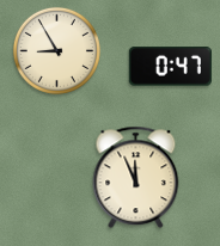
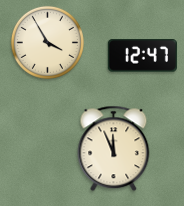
clock at (56, 50): 8:55 -> 3:55
clock at (170, 67): 0:47 -> 12:47
